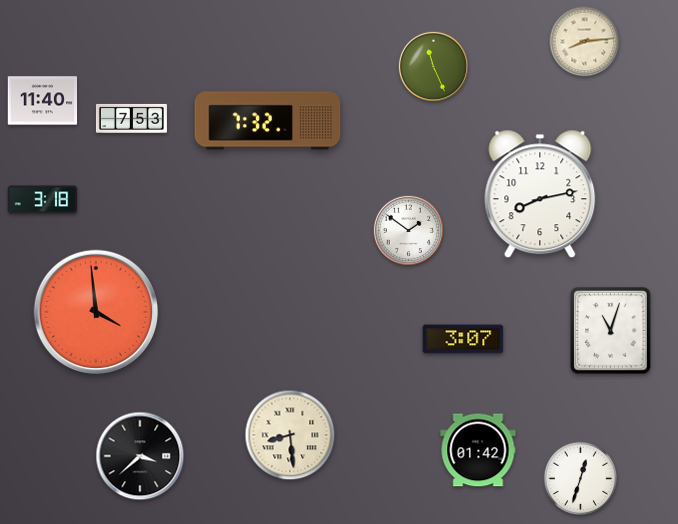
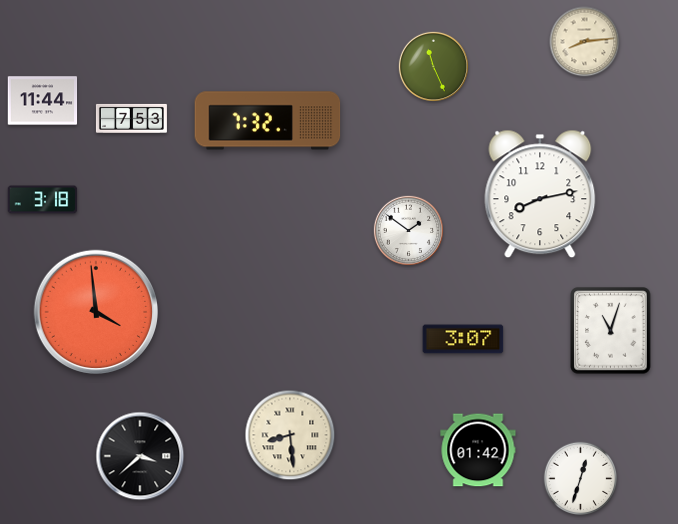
clock at (43, 101): 11:40 -> 11:44
